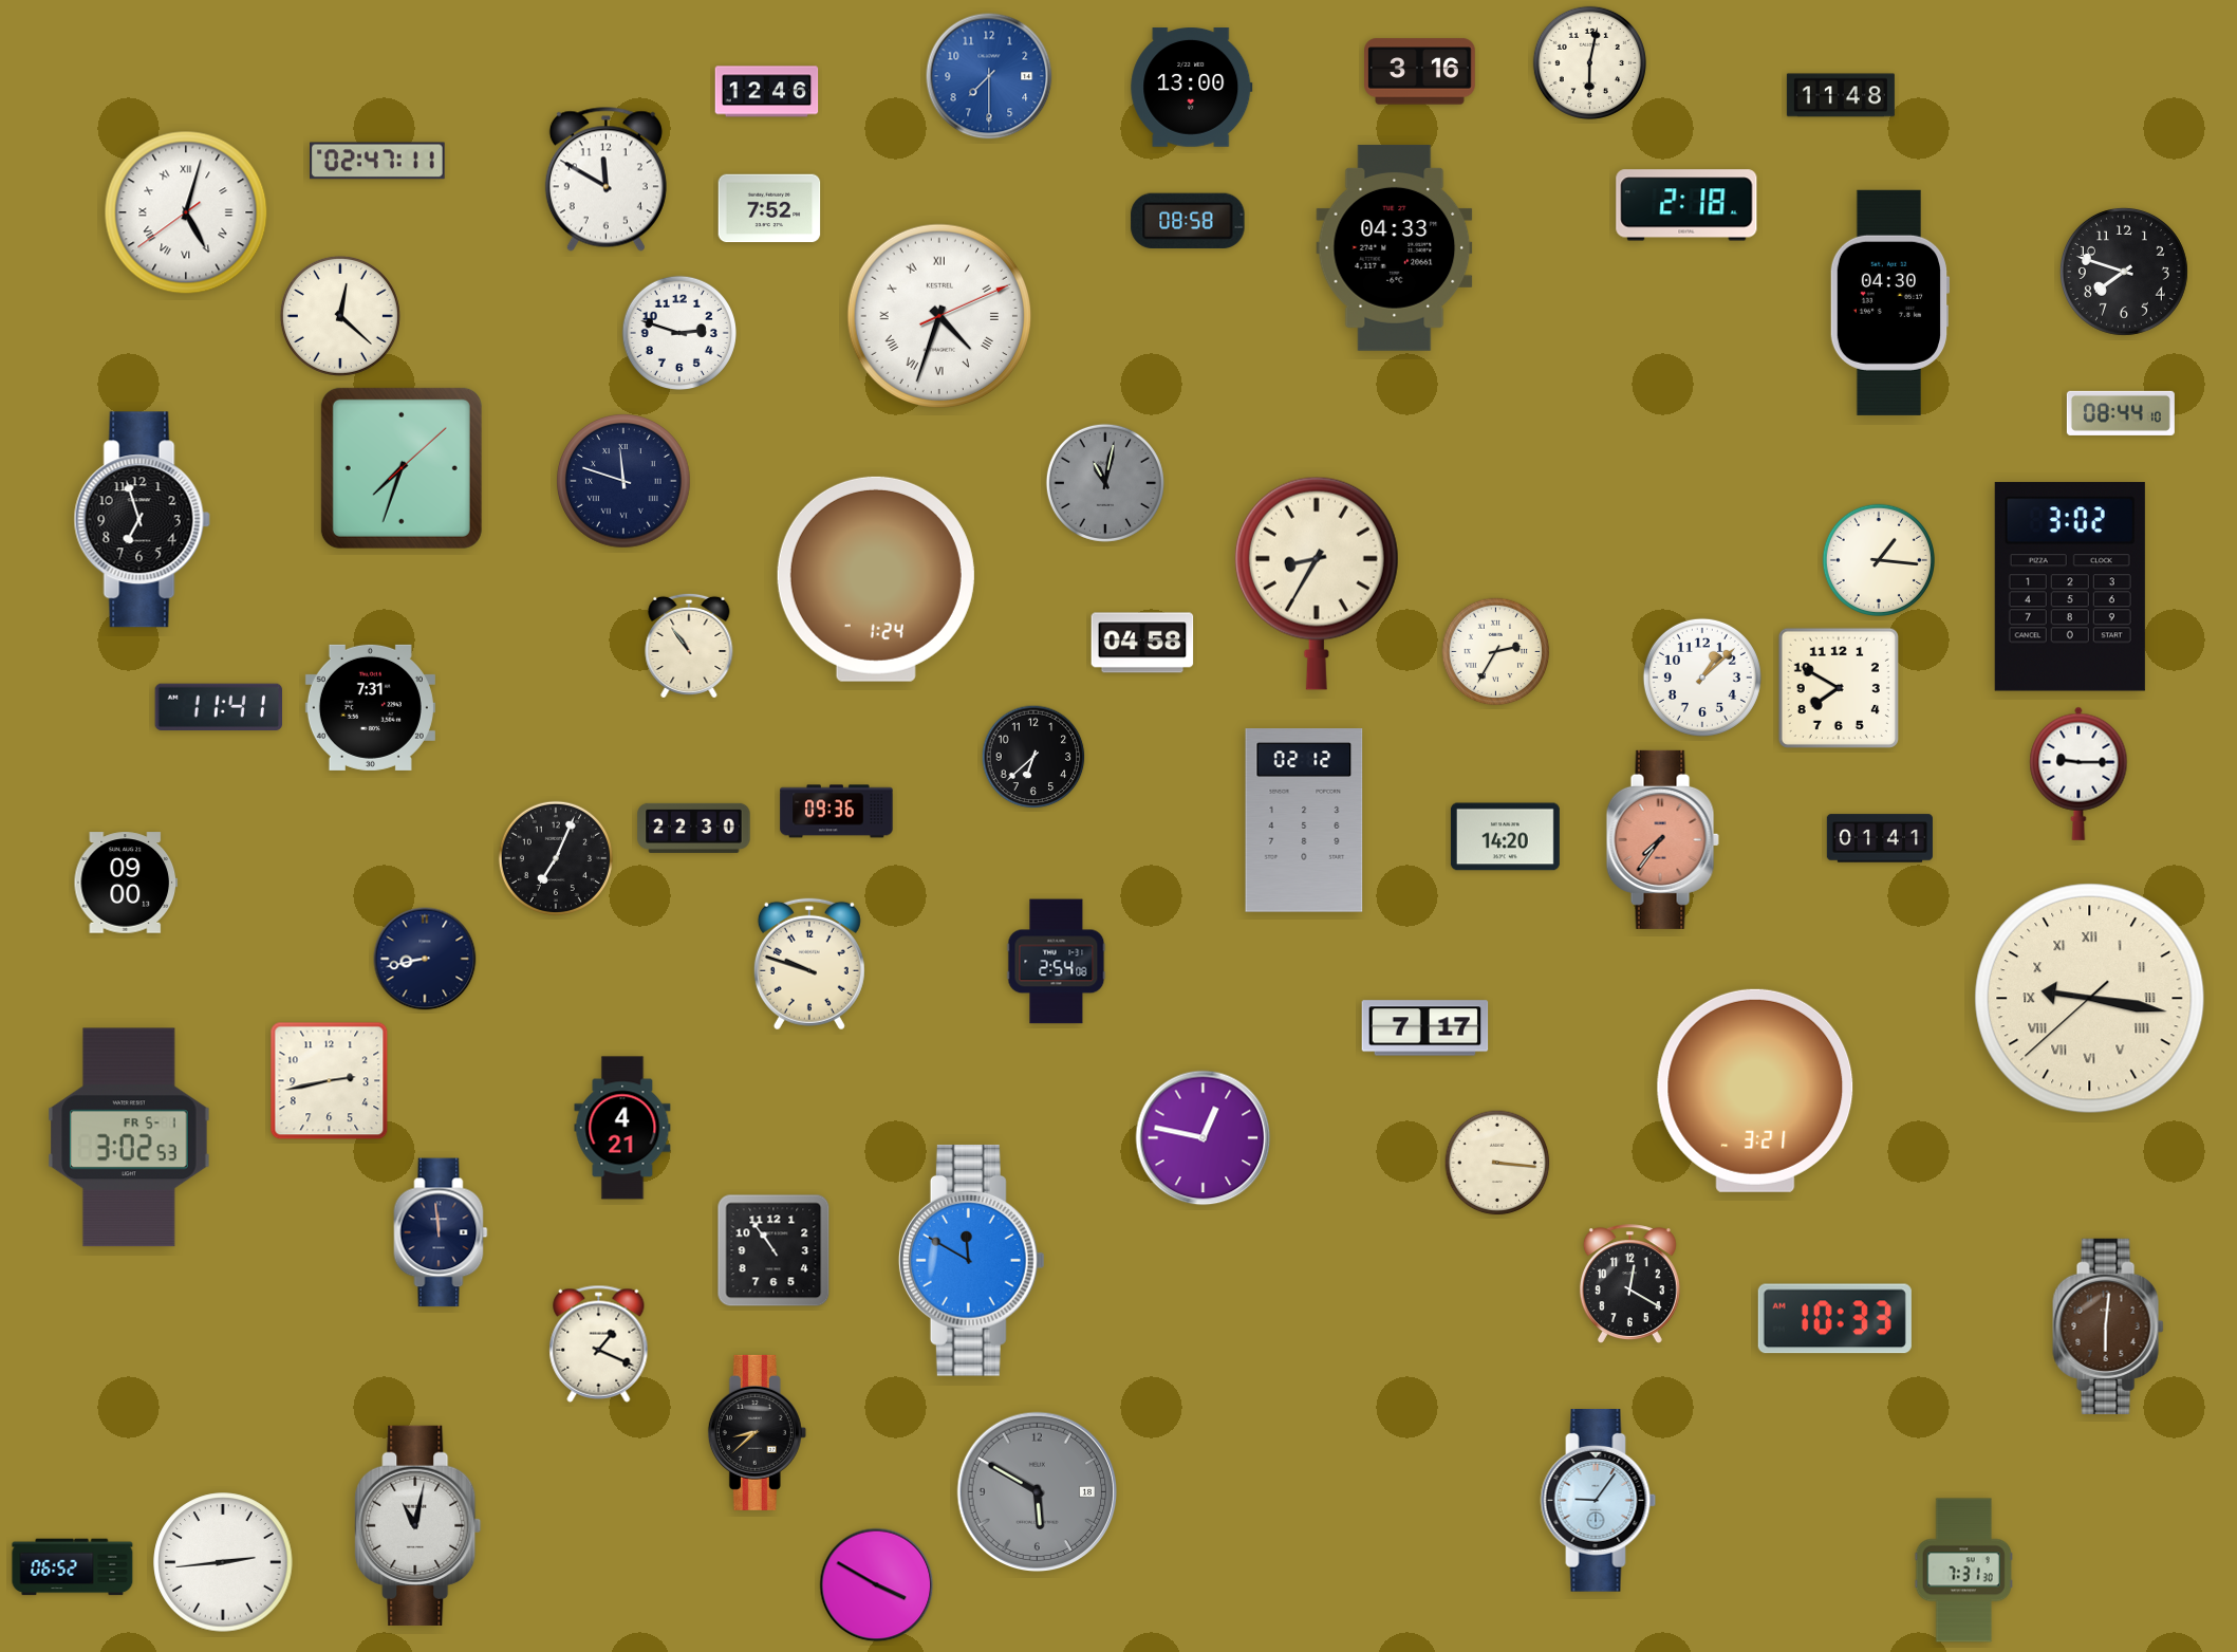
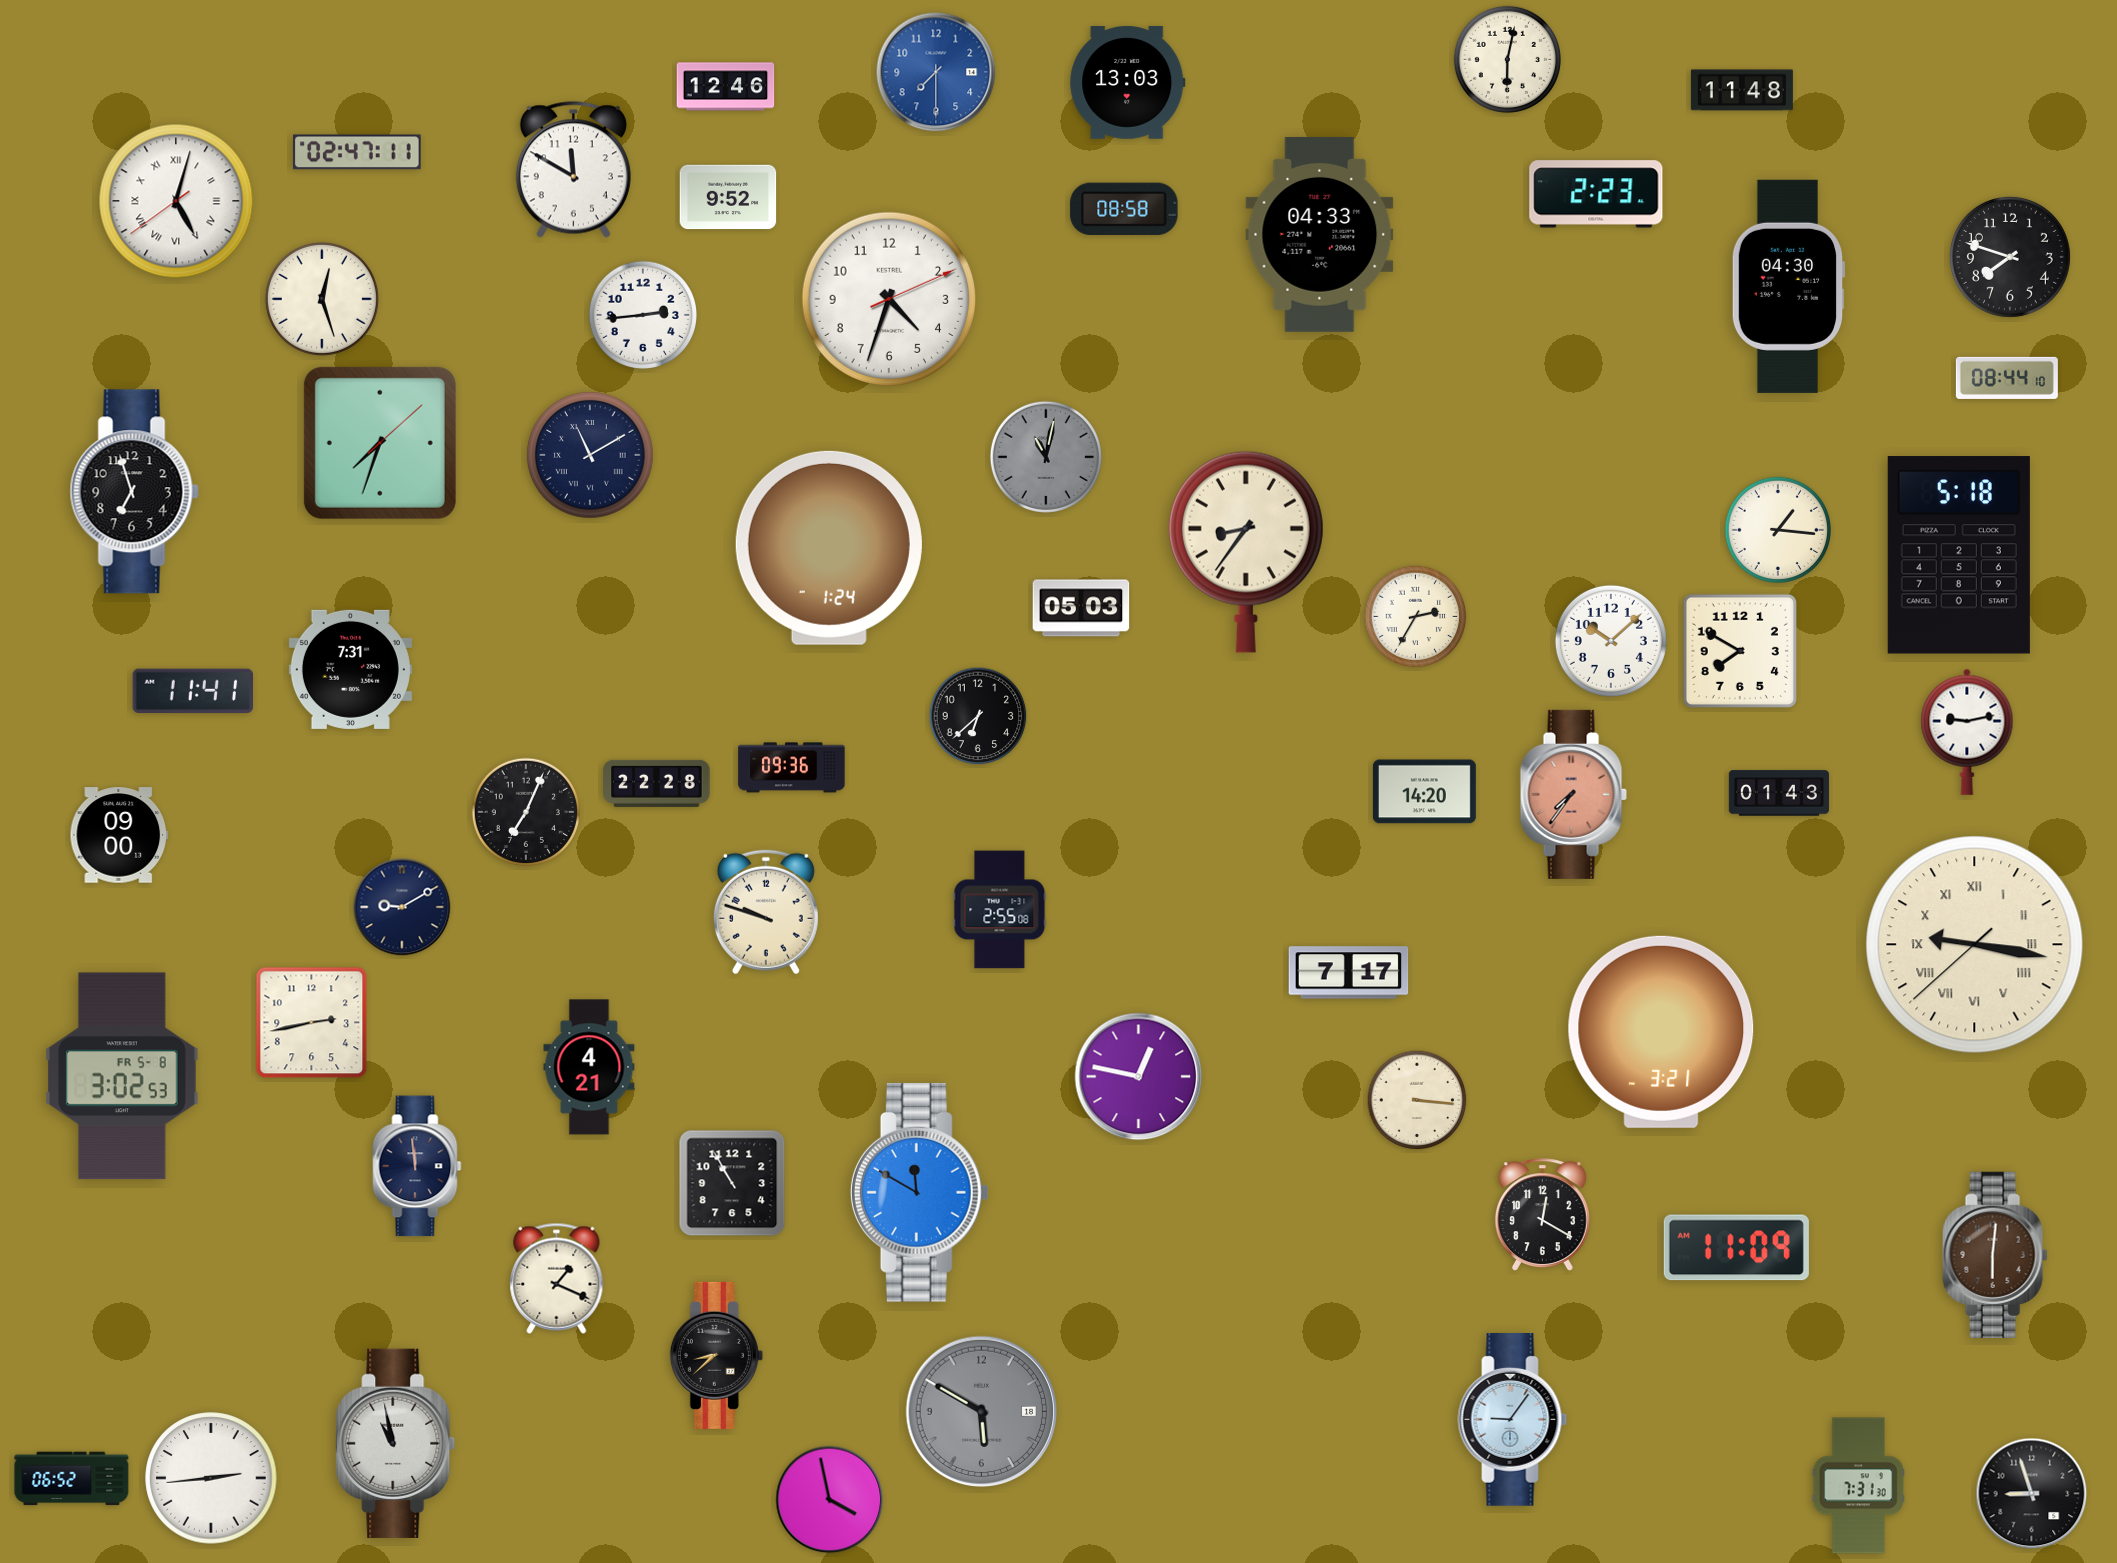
clock at (1589, 62) position: (1589, 62) -> (1507, 59)
clock at (1420, 72): 3:16 -> none
clock at (1192, 88): 13:00 -> 13:03
clock at (1686, 205): 2:18 -> 2:23
clock at (769, 208): 7:52 -> 9:52
clock at (340, 316): 12:22 -> 12:27
clock at (939, 316) numerals: Roman -> Arabic
clock at (679, 333): 2:48 -> 2:44
clock at (2121, 413) position: (2121, 413) -> (2007, 378)
clock at (623, 481): 11:48 -> 11:10
clock at (1317, 583): 8:35 -> 8:36
clock at (2070, 587): 3:02 -> 5:18
clock at (1142, 643): 04:58 -> 05:03
clock at (689, 645): 10:54 -> none
clock at (1702, 677): 1:08 -> 10:08
clock at (218, 707) position: (218, 707) -> (192, 691)
clock at (2078, 774): 9:15 -> 9:13
clock at (1304, 820): 02:12 -> none
clock at (694, 828): 22:30 -> 22:28
clock at (1880, 838): 01:41 -> 01:43
clock at (425, 959): 8:43 -> 9:10
clock at (1057, 962): 2:54 -> 2:55
clock at (2090, 999) position: (2090, 999) -> (1975, 945)
clock at (129, 1137) date: FR 5-1 -> FR 5-8
clock at (773, 1250): 10:54 -> 10:55
clock at (1834, 1319): 10:33 -> 11:09
clock at (599, 1343) position: (599, 1343) -> (557, 1278)
clock at (418, 1525): 11:02 -> 10:58
clock at (73, 1567) position: (73, 1567) -> (72, 1479)
clock at (2032, 1494): none -> 8:57
clock at (877, 1585): 3:50 -> 3:58
